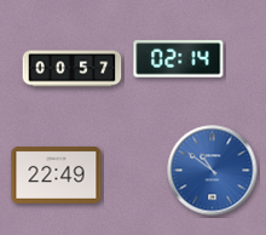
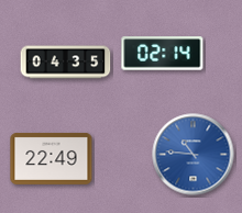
clock at (73, 69): 00:57 -> 04:35
clock at (213, 171): 10:51 -> 10:46
